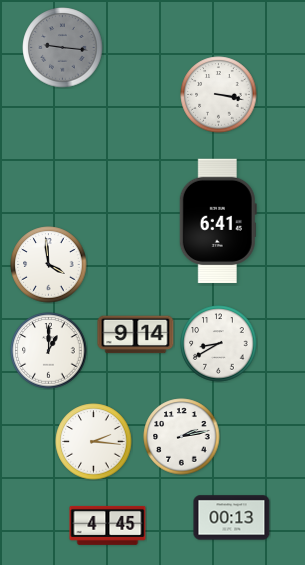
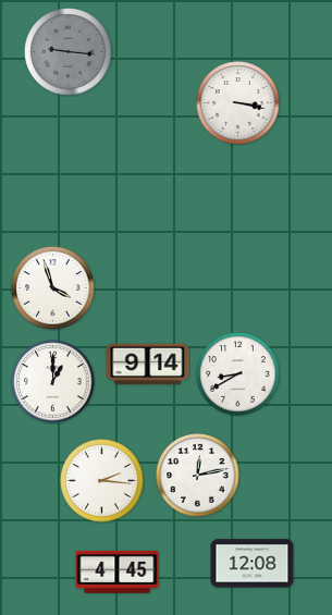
clock at (218, 221): 6:41 -> none
clock at (49, 265): 3:59 -> 3:57
clock at (182, 437): 2:13 -> 12:13
clock at (232, 518): 00:13 -> 12:08
